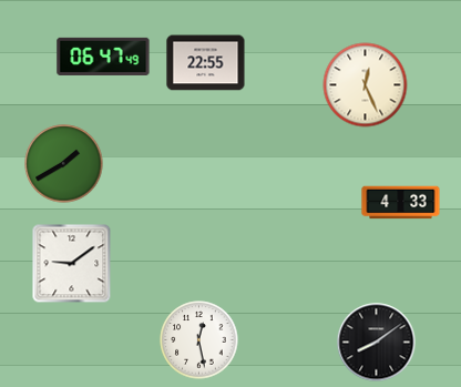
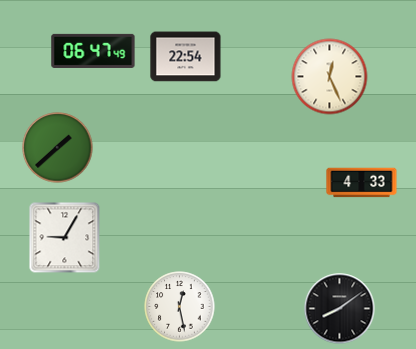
clock at (206, 63): 22:55 -> 22:54
clock at (64, 164): 1:40 -> 1:38
clock at (72, 264): 9:09 -> 9:05
